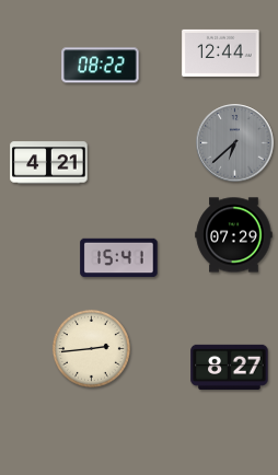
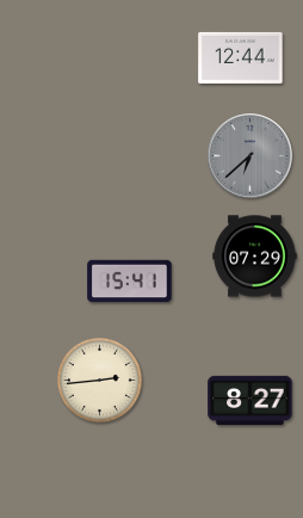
clock at (101, 66): 08:22 -> none
clock at (235, 143) position: (235, 143) -> (251, 156)
clock at (49, 163): 4:21 -> none
